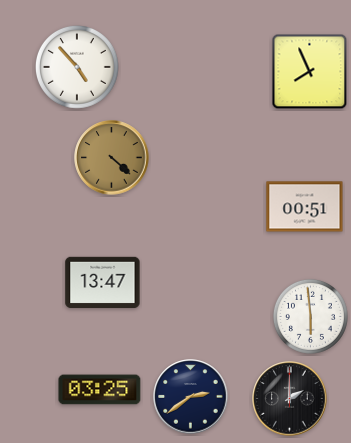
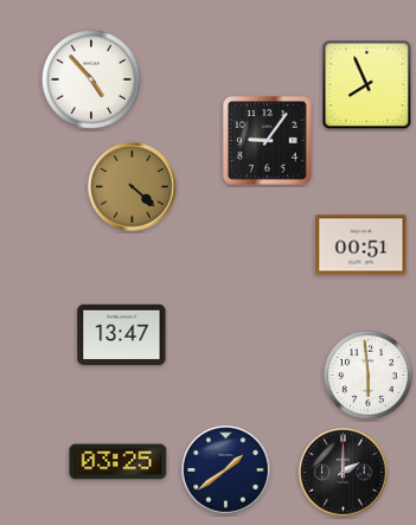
clock at (268, 141): none -> 9:06
clock at (191, 397): 2:39 -> 1:39
